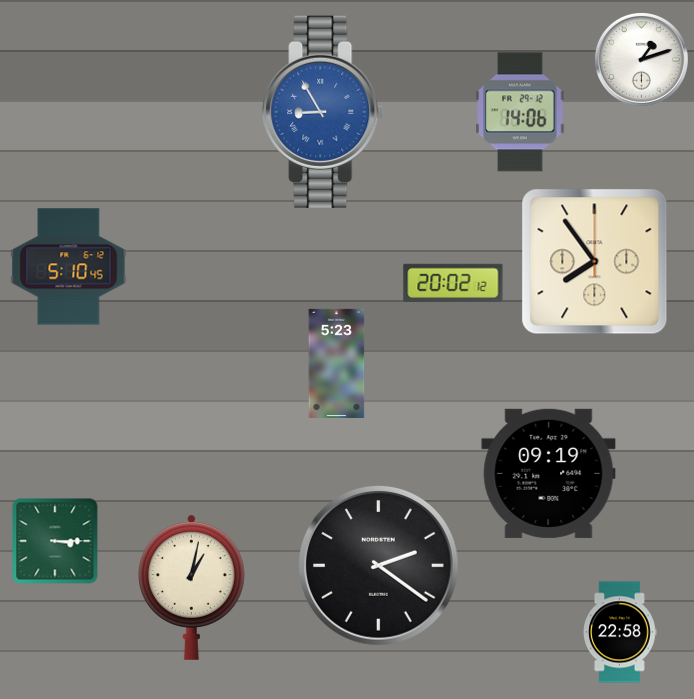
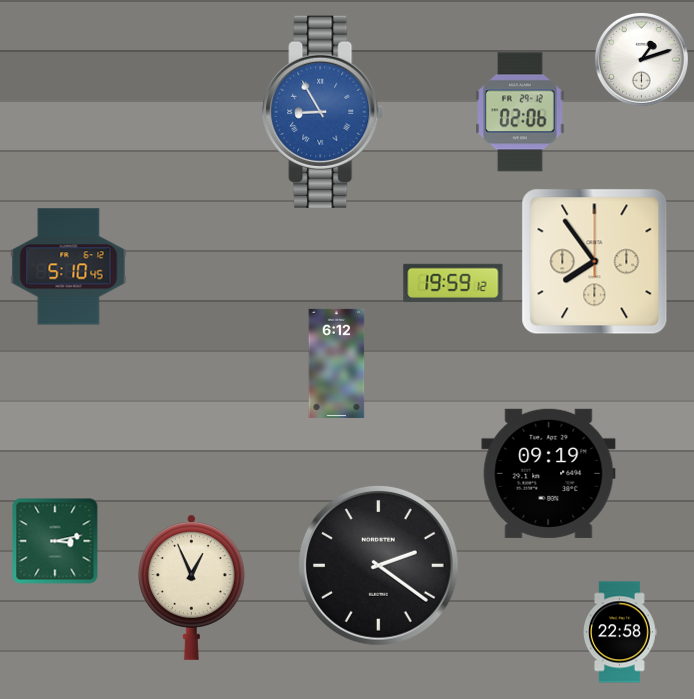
clock at (520, 112): 14:06 -> 02:06
clock at (453, 283): 20:02 -> 19:59
clock at (337, 363): 5:23 -> 6:12
clock at (55, 541): 3:15 -> 3:13
clock at (192, 587): 1:02 -> 12:56
